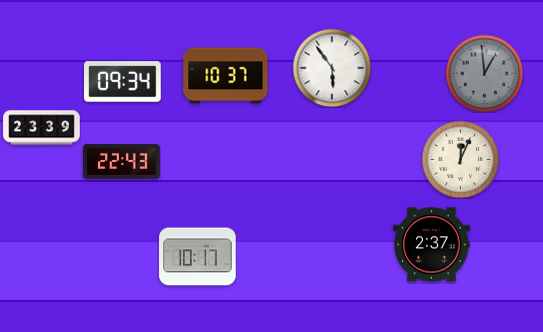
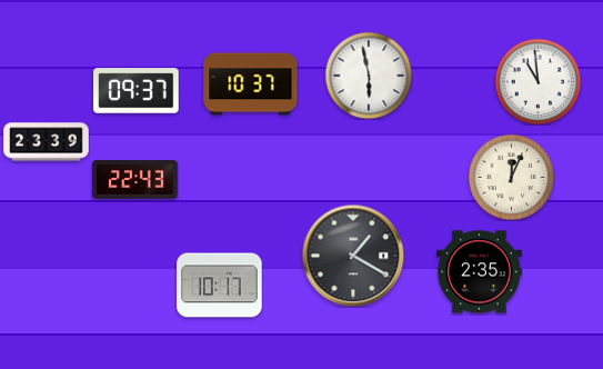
clock at (332, 68): 5:54 -> 5:58
clock at (484, 73): 12:59 -> 10:59
clock at (484, 73) dial: grey -> white
clock at (123, 82): 09:34 -> 09:37
clock at (353, 256): none -> 1:20
clock at (432, 245): 2:37 -> 2:35
